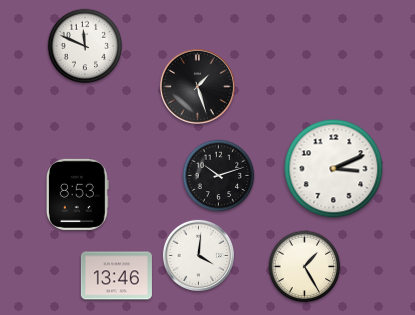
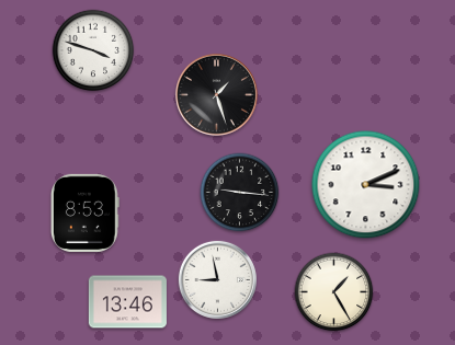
clock at (85, 46): 11:49 -> 3:48
clock at (219, 176): 10:12 -> 9:16
clock at (198, 255): 4:01 -> 8:58
